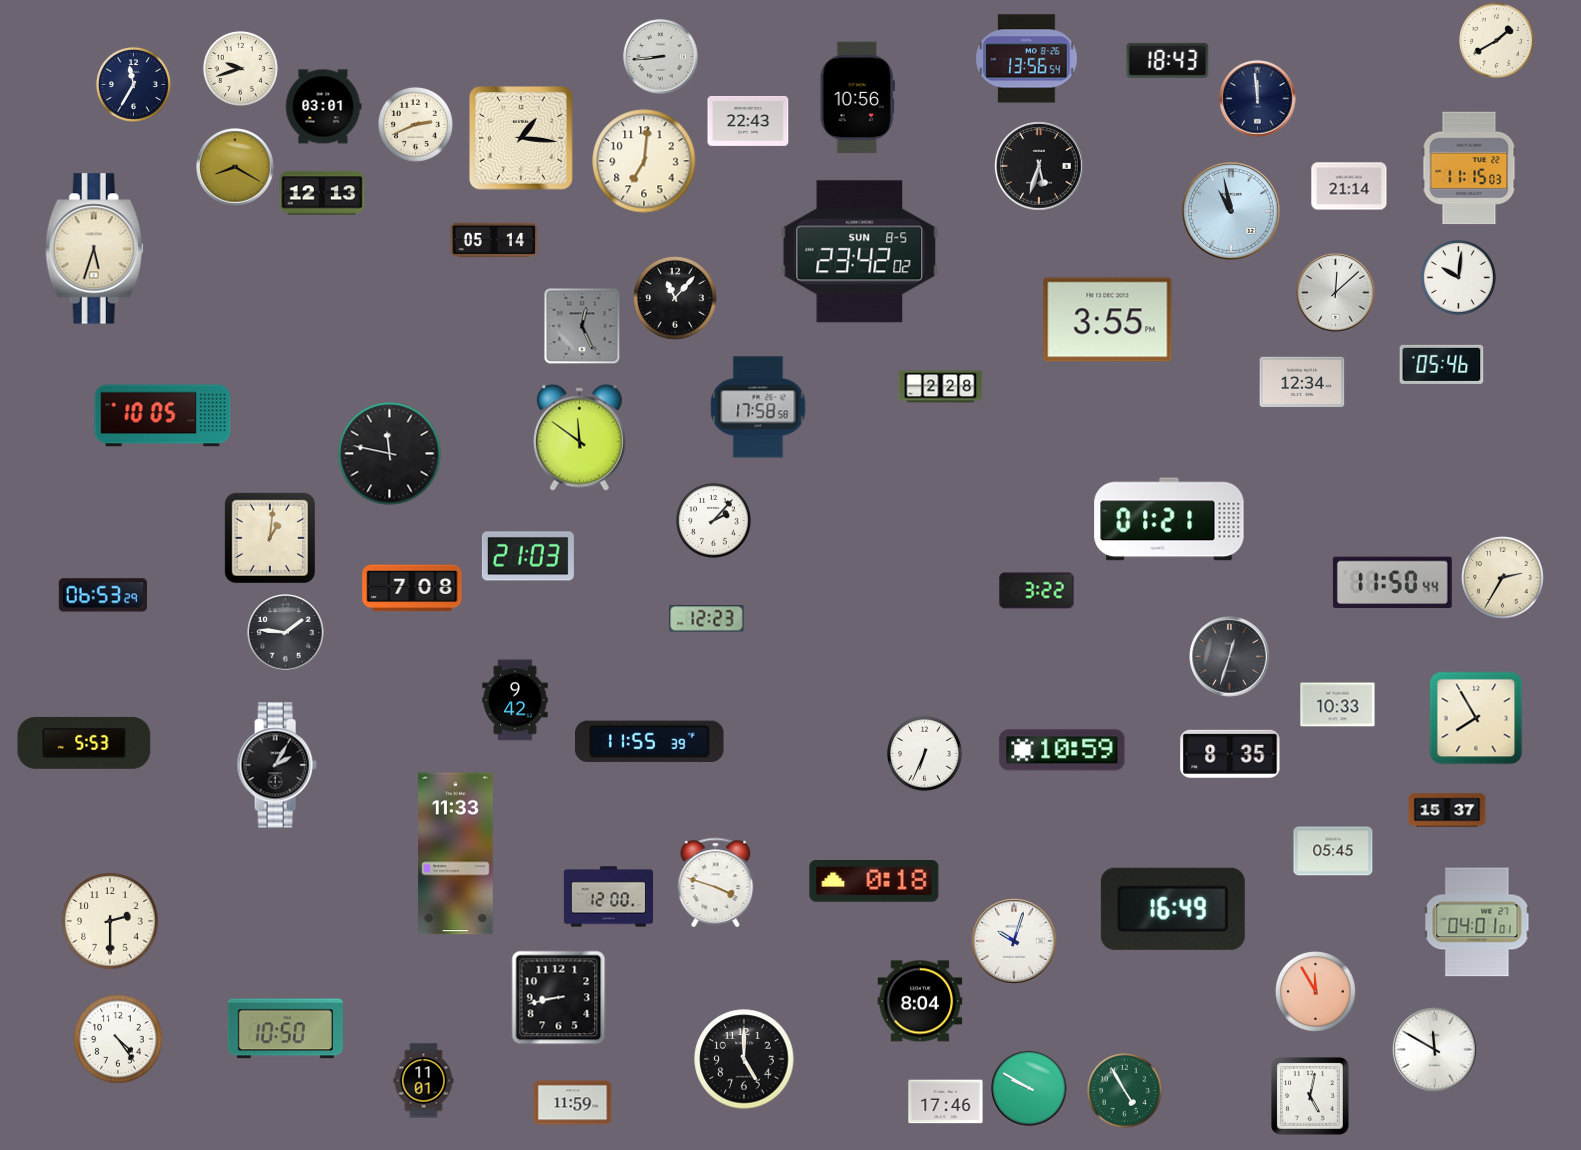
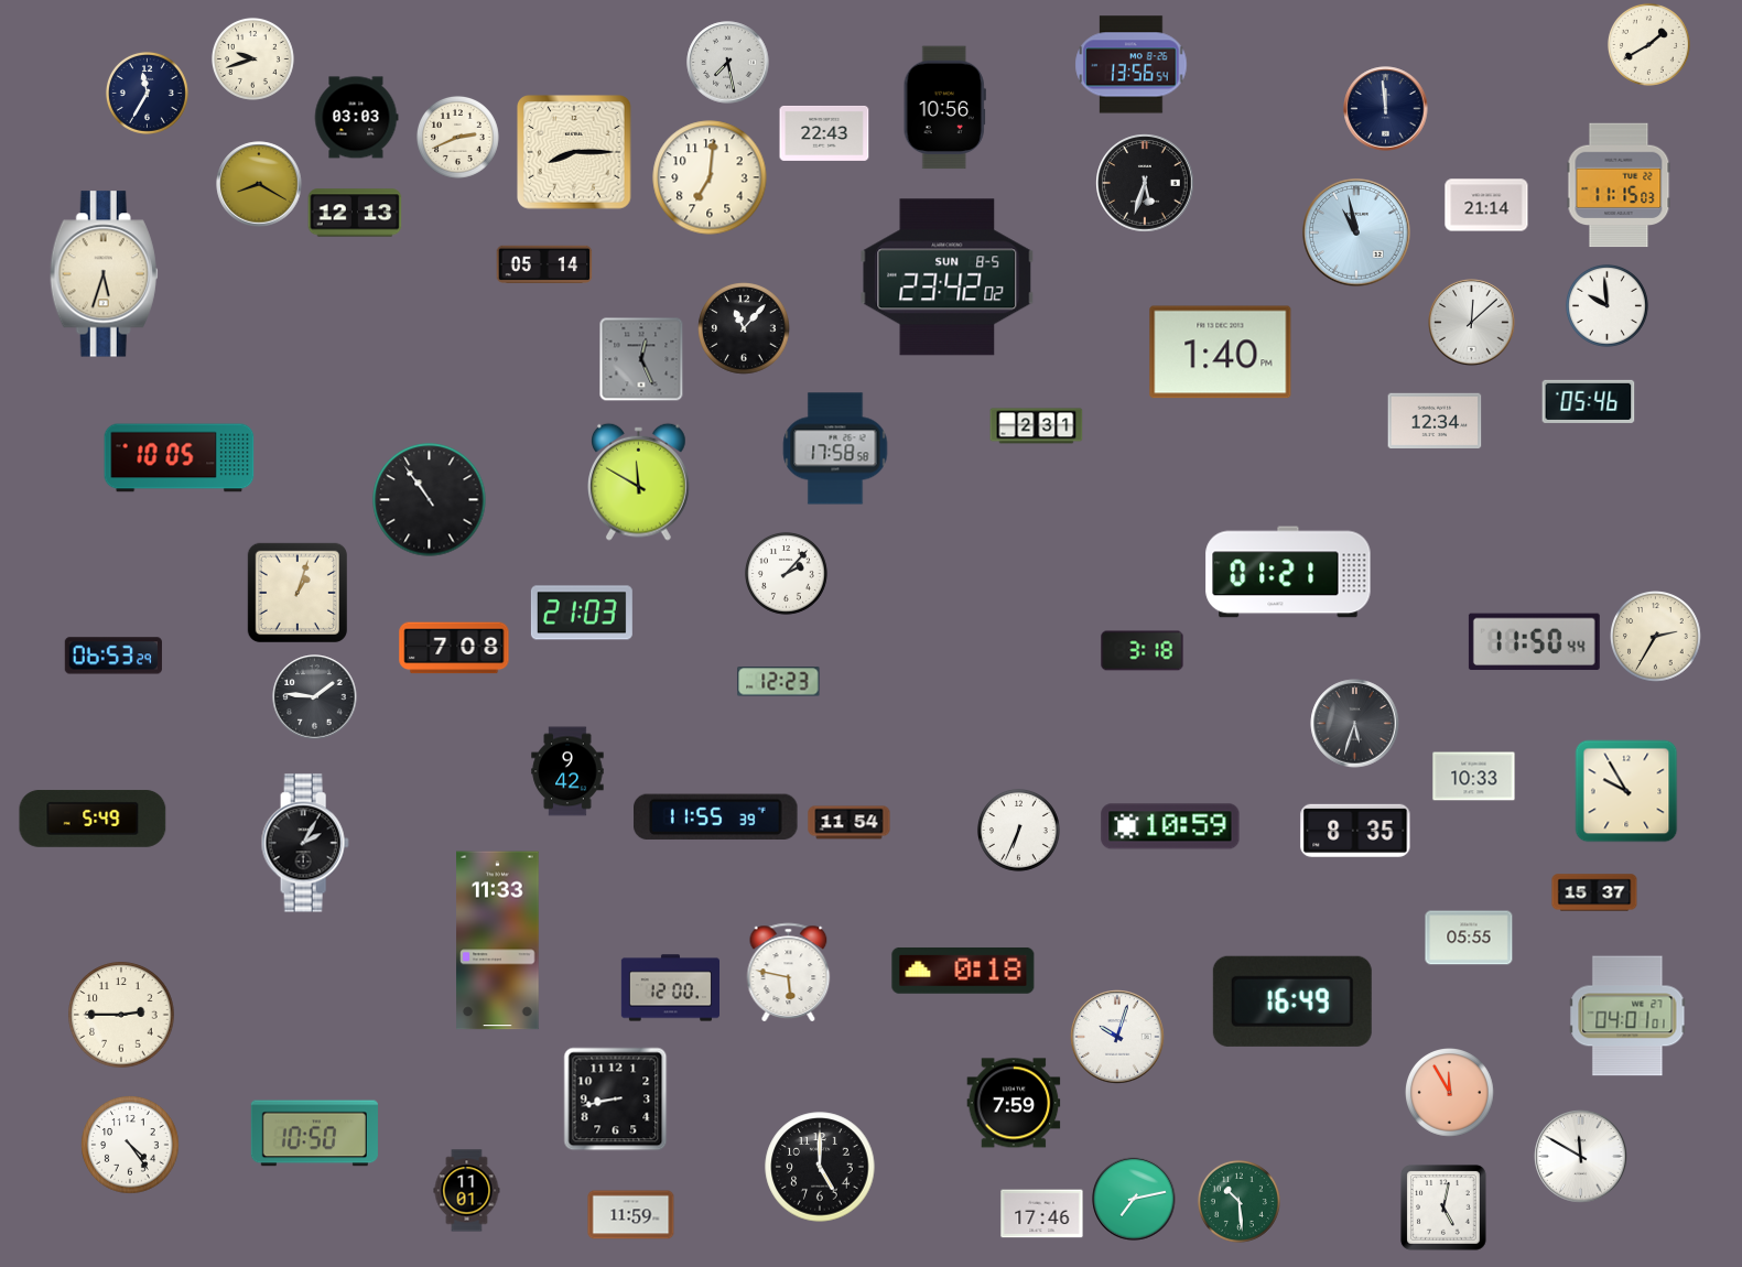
clock at (661, 57): 8:44 -> 7:28
clock at (1168, 60): 18:43 -> none
clock at (240, 68) position: (240, 68) -> (252, 58)
clock at (323, 107): 03:01 -> 03:03
clock at (522, 139): 1:16 -> 8:15
clock at (1458, 277): 10:01 -> 9:59
clock at (1108, 320): 3:55 -> 1:40
clock at (941, 387): 2:28 -> 2:31
clock at (580, 437): 11:51 -> 11:50
clock at (390, 454): 11:47 -> 10:54
clock at (270, 538): 1:01 -> 1:03
clock at (1037, 591): 3:22 -> 3:18
clock at (1230, 657): 12:33 -> 5:33
clock at (1476, 718): 7:55 -> 9:55
clock at (84, 743): 5:53 -> 5:49
clock at (850, 823): none -> 11:54
clock at (1333, 851): 05:45 -> 05:55
clock at (456, 854) position: (456, 854) -> (498, 941)
clock at (716, 882): 3:48 -> 5:47
clock at (110, 921): 2:30 -> 2:45
clock at (920, 1001): 8:04 -> 7:59
clock at (1029, 1088): 9:50 -> 7:13
clock at (1124, 1090): 4:55 -> 10:29
